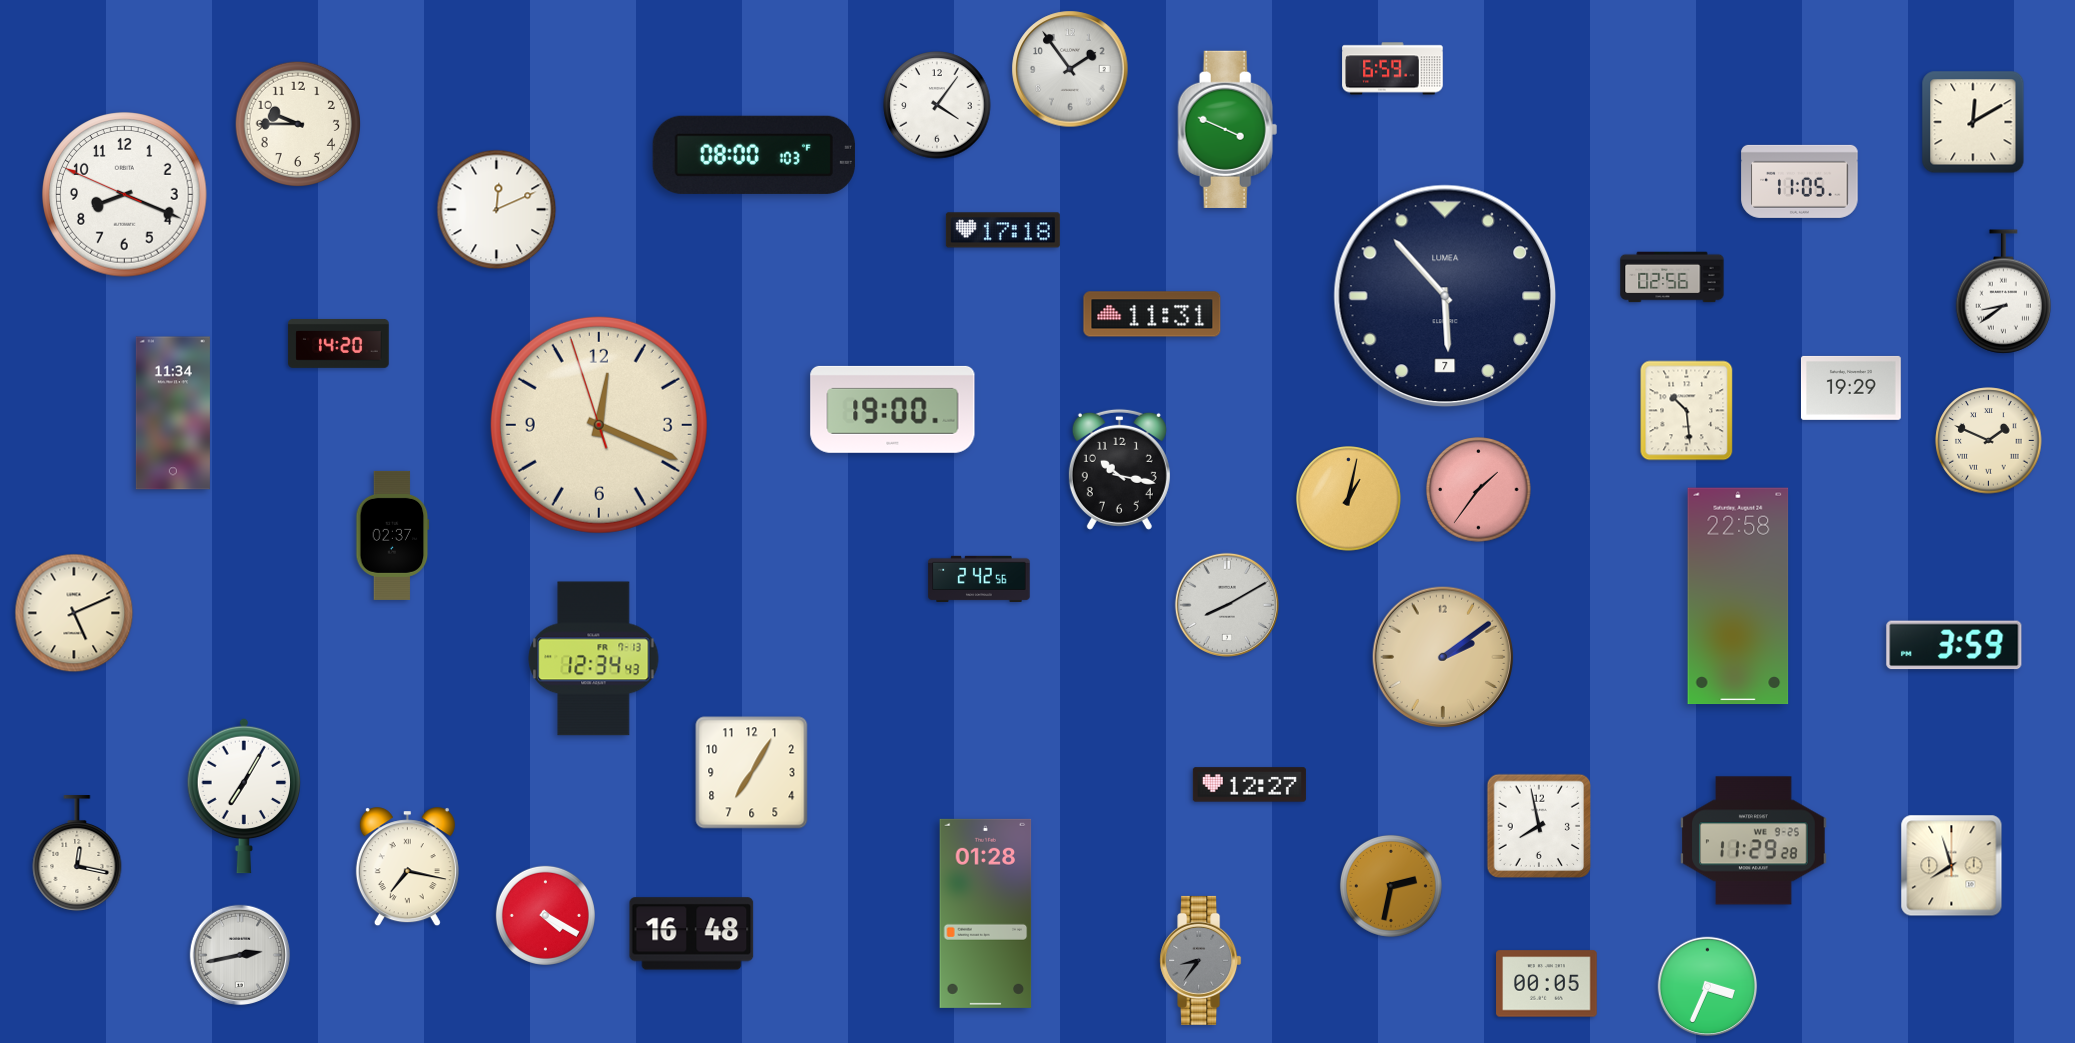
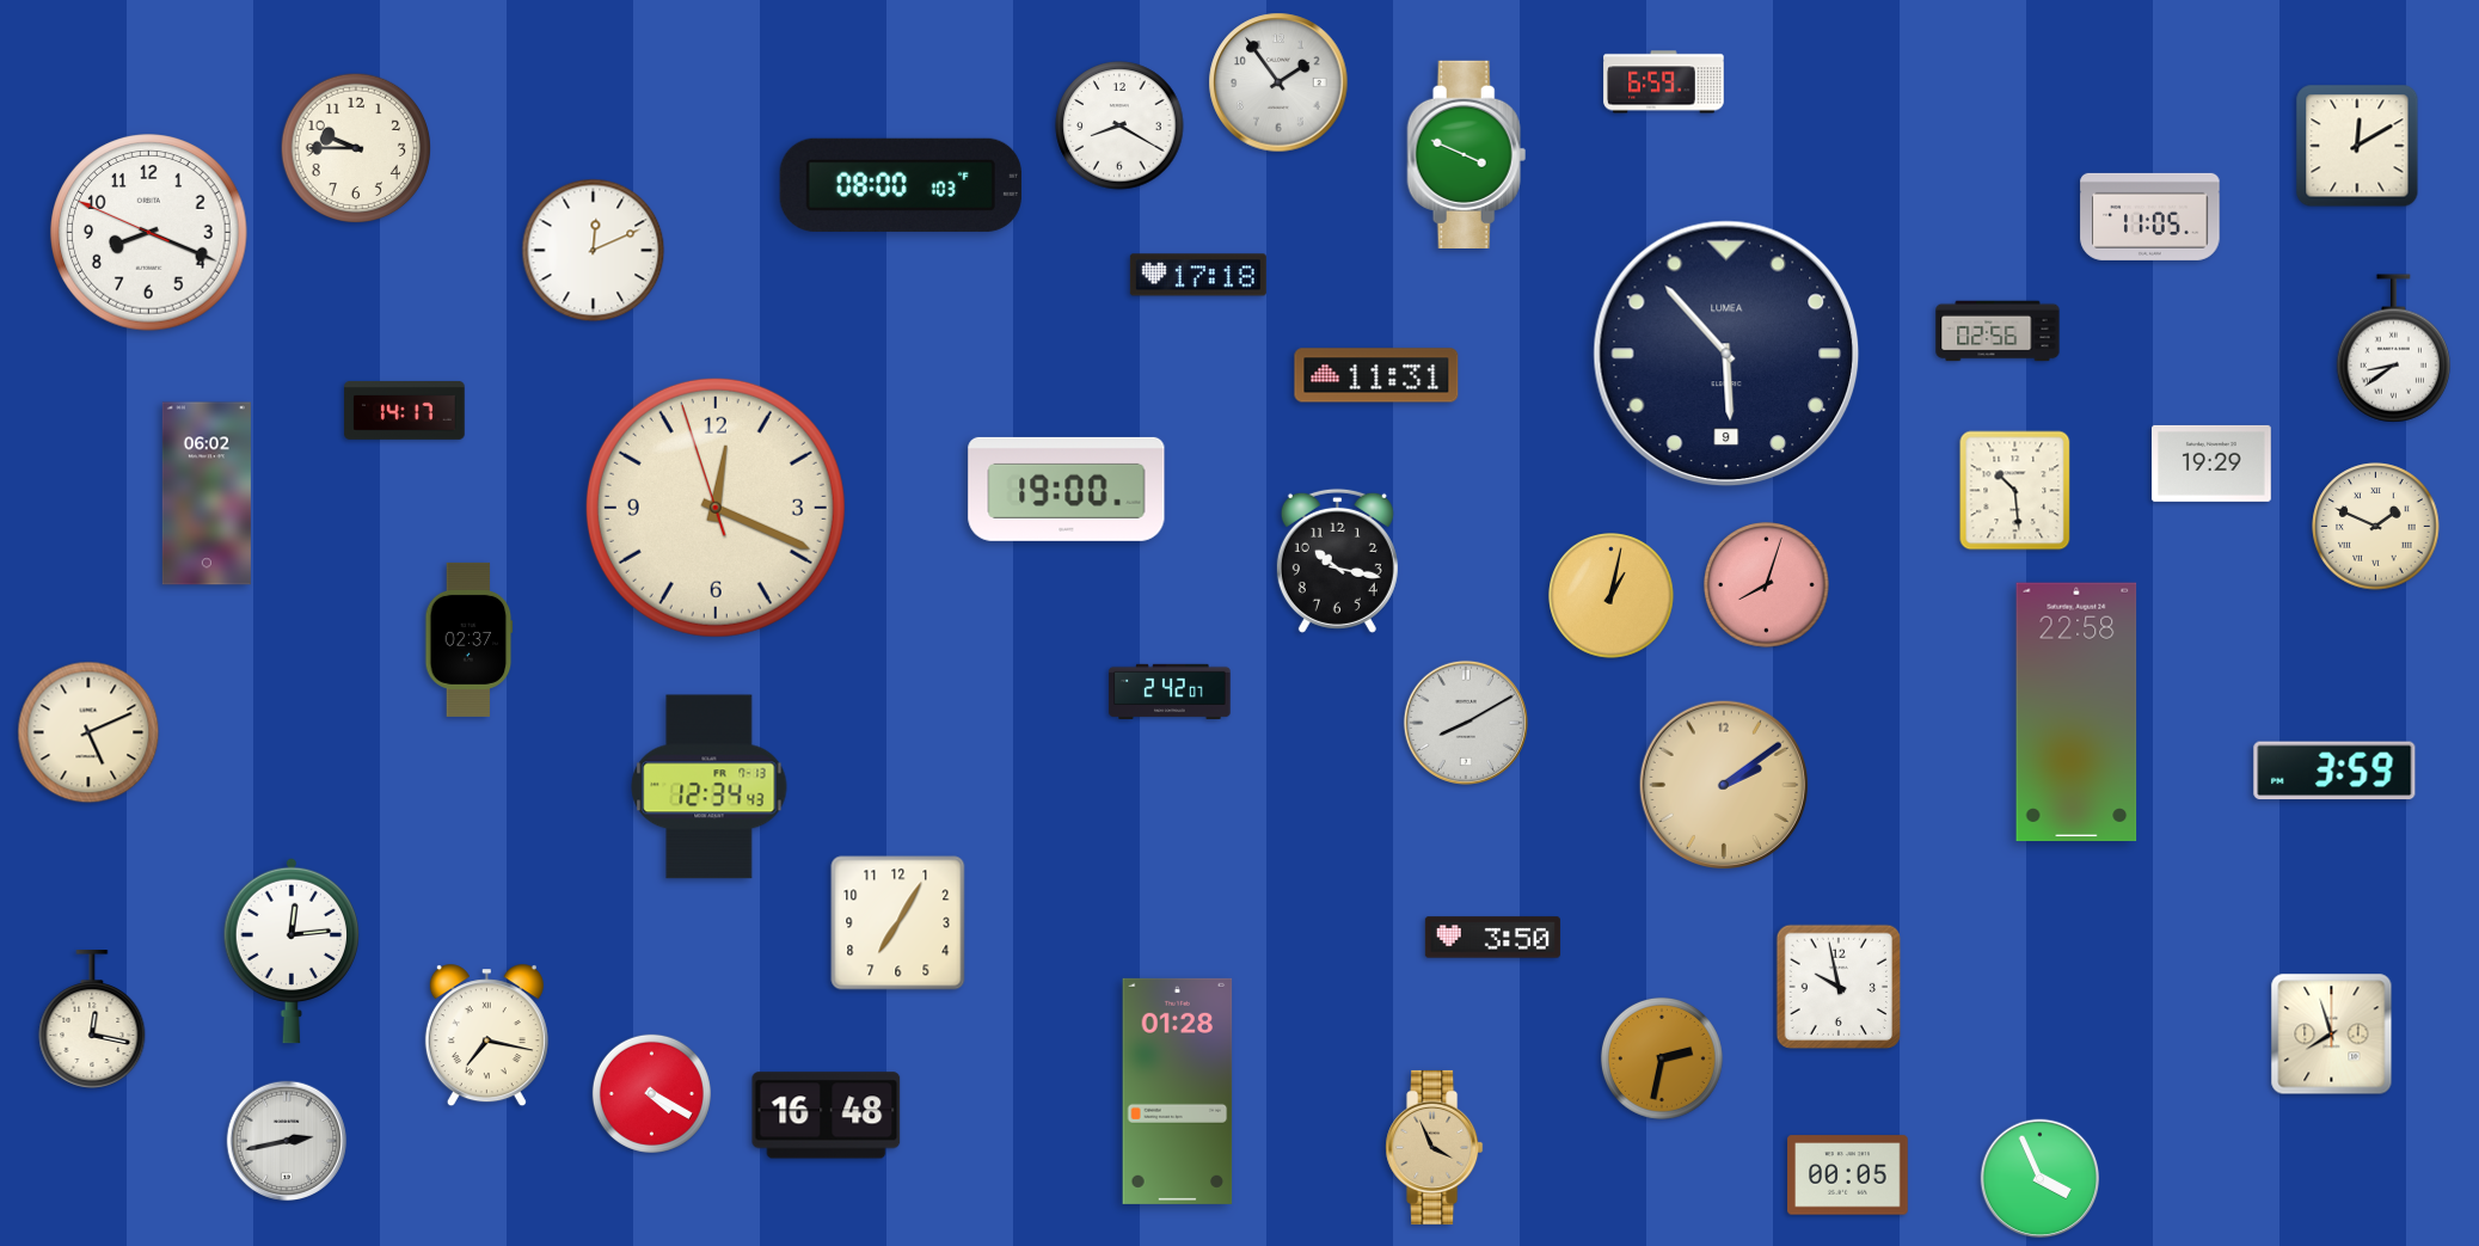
clock at (937, 105): 4:06 -> 8:20
clock at (1445, 296) date: 7 -> 9
clock at (339, 343): 14:20 -> 14:17
clock at (173, 413): 11:34 -> 06:02
clock at (1479, 490): 1:36 -> 8:03
clock at (979, 578): 2:42:56 -> 2:42:07
clock at (1249, 785): 12:27 -> 3:50
clock at (243, 796): 7:05 -> 12:14
clock at (1538, 825): 7:58 -> 9:58
clock at (1754, 841): 11:29 -> none
clock at (1201, 960): 8:36 -> 3:56
clock at (1201, 960) dial: grey -> champagne
clock at (1708, 987): 3:34 -> 3:56
